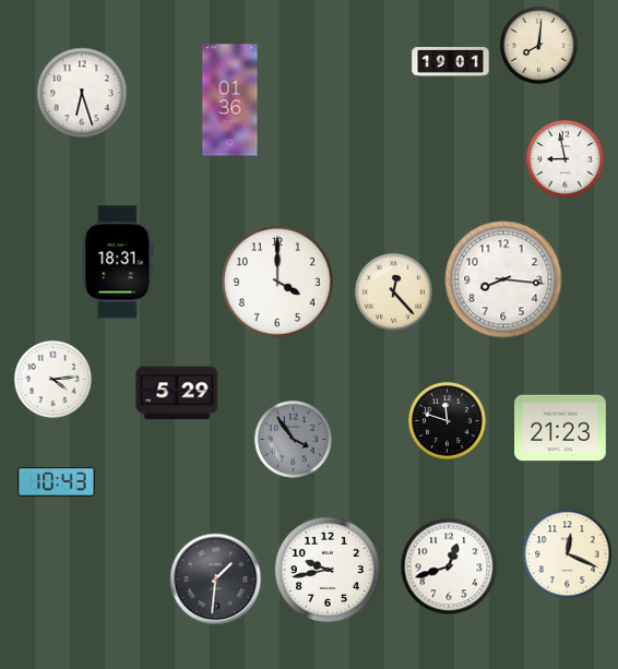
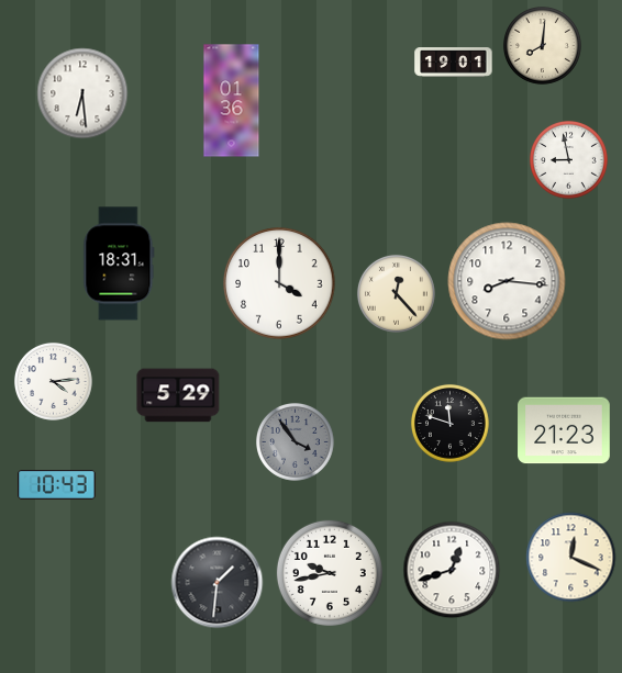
clock at (82, 93): 6:27 -> 6:29
